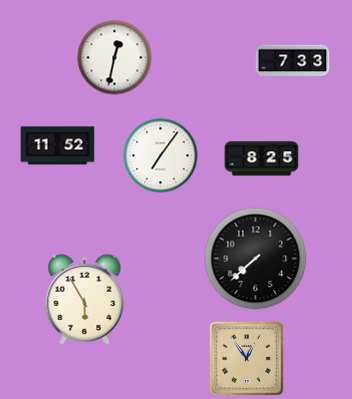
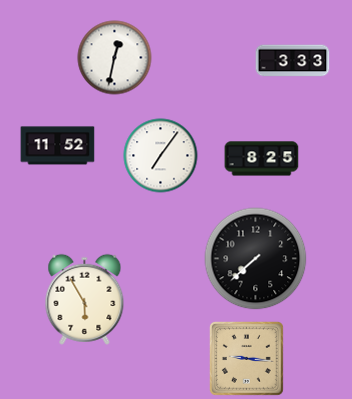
clock at (293, 61): 7:33 -> 3:33
clock at (246, 358): 12:54 -> 9:16
